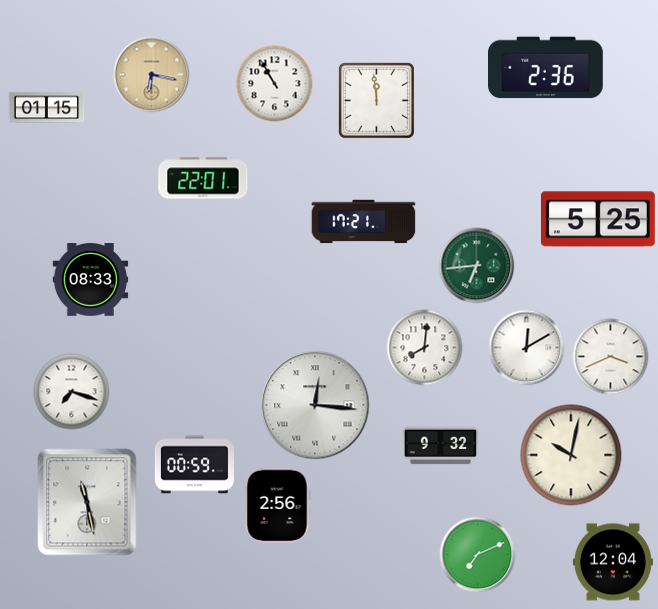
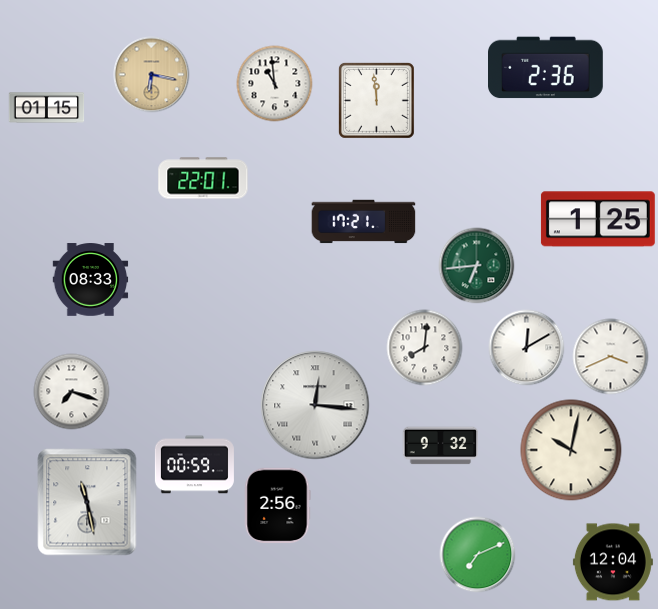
clock at (275, 84): 10:55 -> 10:59
clock at (598, 219): 5:25 -> 1:25
clock at (571, 455) position: (571, 455) -> (571, 450)
